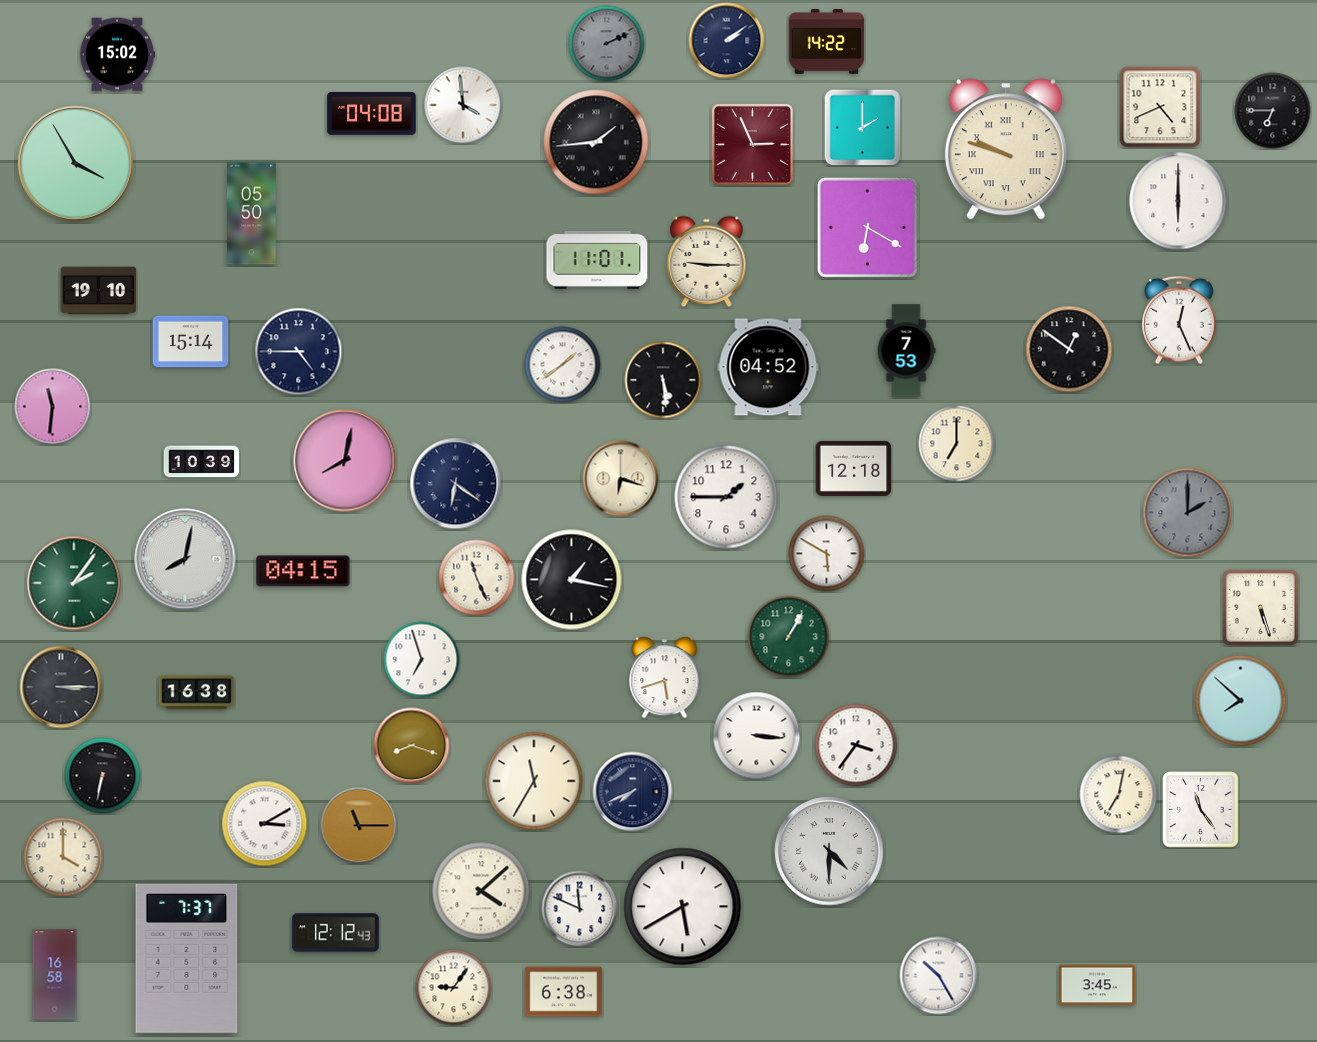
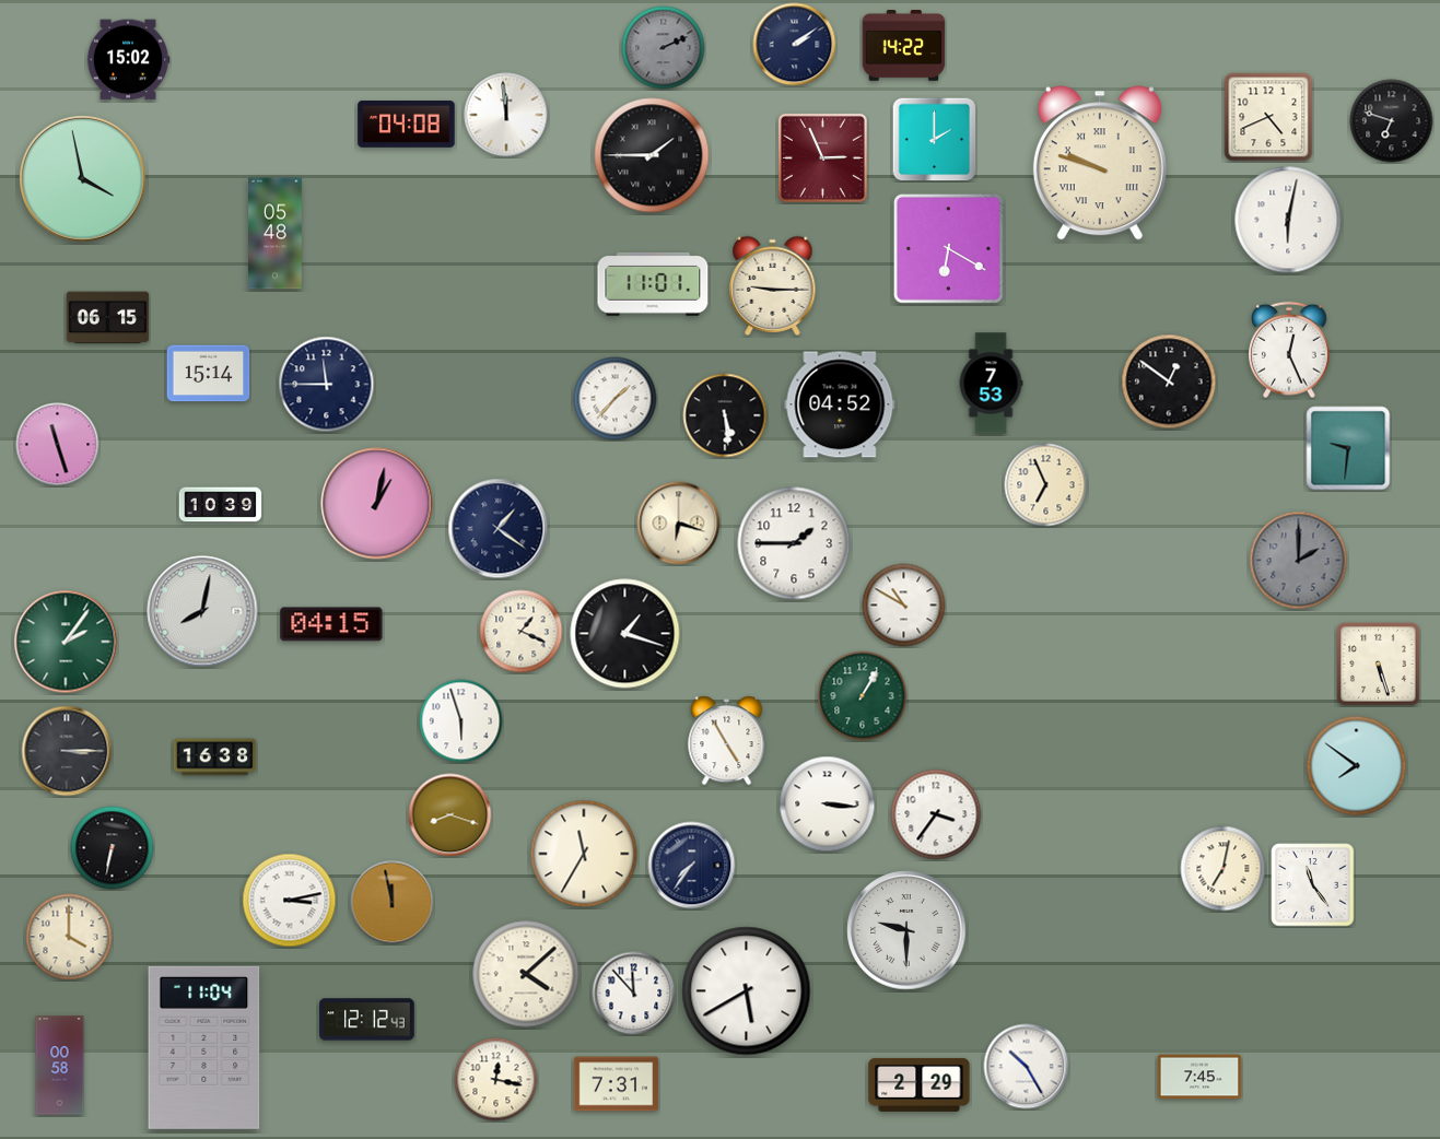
clock at (463, 105): 3:59 -> 11:59
clock at (1273, 111): 6:45 -> 6:48
clock at (862, 127) position: (862, 127) -> (934, 139)
clock at (596, 142): 1:44 -> 1:45
clock at (76, 164): 3:55 -> 3:58
clock at (1178, 201): 6:00 -> 6:02
clock at (252, 214): 05:50 -> 05:48
clock at (99, 291): 19:10 -> 06:15
clock at (299, 352): 4:45 -> 11:45
clock at (563, 365): 1:39 -> 1:37
clock at (768, 367) position: (768, 367) -> (840, 404)
clock at (53, 407): 11:31 -> 11:27
clock at (1348, 448): none -> 9:31
clock at (957, 444): 7:00 -> 6:56
clock at (345, 461): 8:02 -> 1:02
clock at (854, 468): 12:18 -> none
clock at (456, 484): 6:21 -> 1:21
clock at (827, 554): 5:50 -> 10:50
clock at (477, 578): 11:26 -> 1:19
clock at (572, 580): 1:17 -> 1:18
clock at (74, 583) position: (74, 583) -> (66, 642)
clock at (422, 660): 6:57 -> 5:57
clock at (665, 678): 5:42 -> 4:55
clock at (1241, 701): 7:52 -> 7:51
clock at (633, 792): 7:41 -> 7:36
clock at (265, 824): 3:10 -> 3:13
clock at (359, 826): 11:15 -> 11:58
clock at (829, 851): 4:30 -> 9:30
clock at (580, 909): 11:49 -> 11:53
clock at (187, 958): 7:37 -> 11:04
clock at (55, 975): 16:58 -> 00:58
clock at (1097, 985): 3:45 -> 7:45
clock at (454, 988): 9:06 -> 12:17
clock at (564, 992): 6:38 -> 7:31
clock at (920, 1084): none -> 2:29
